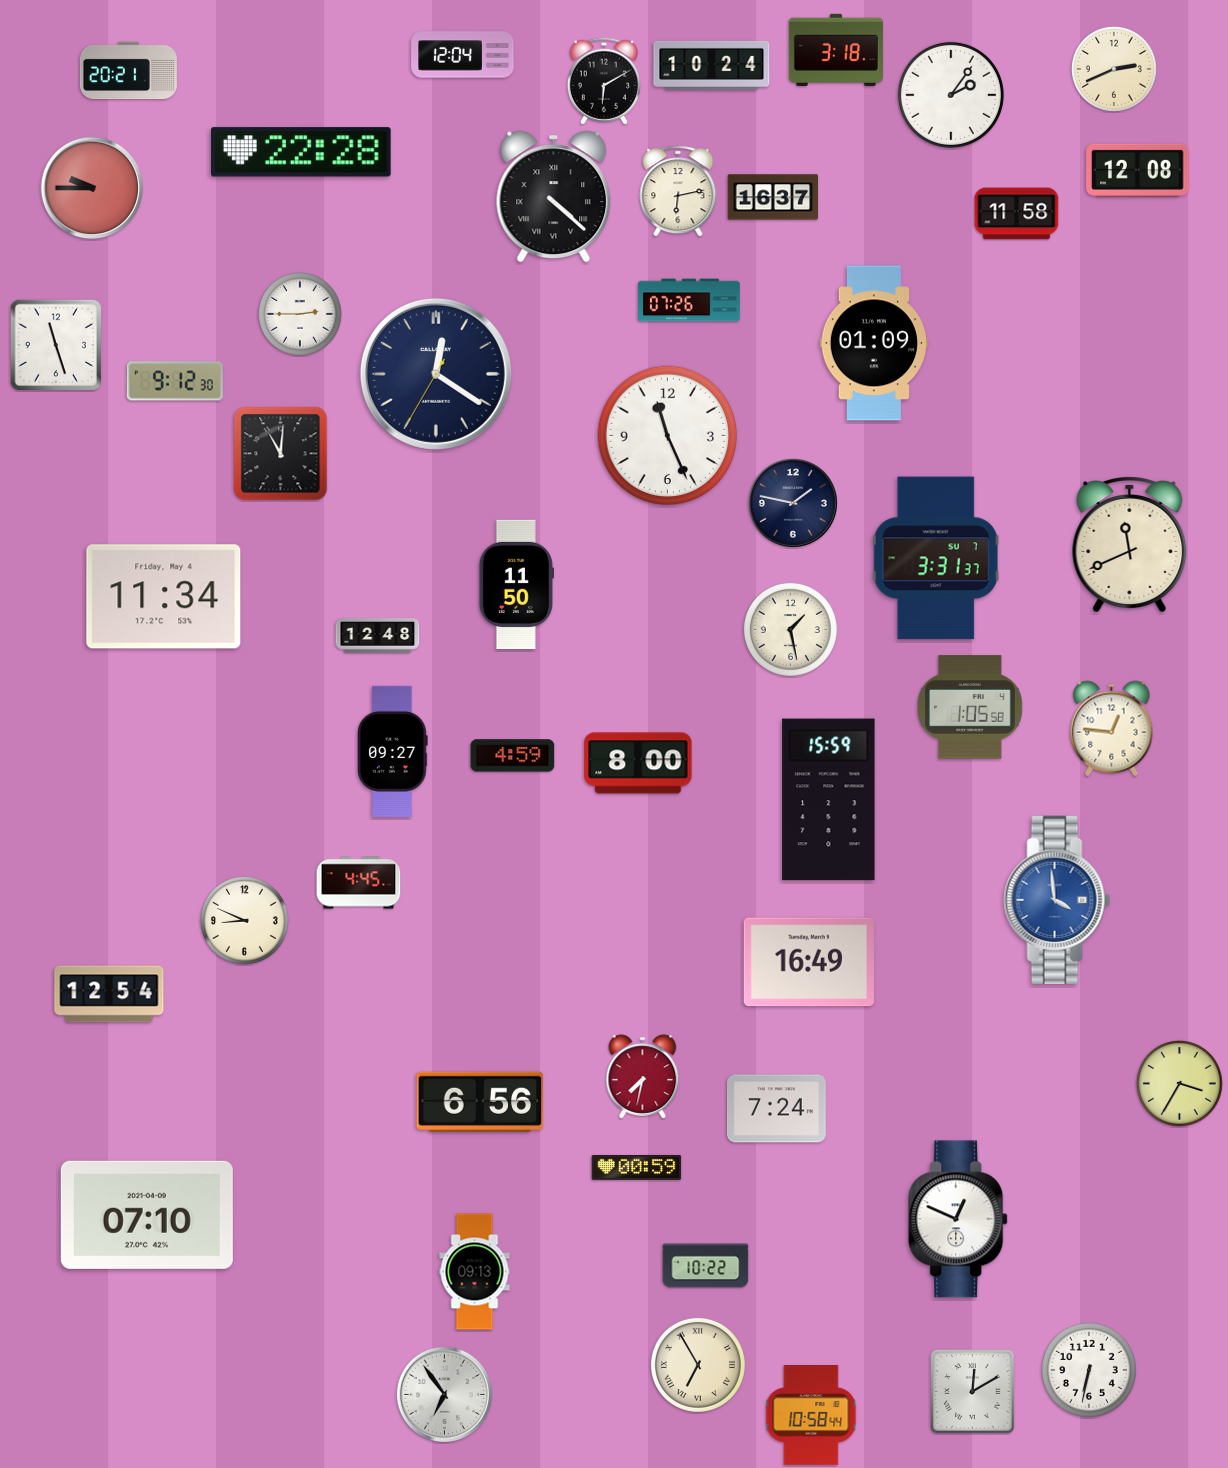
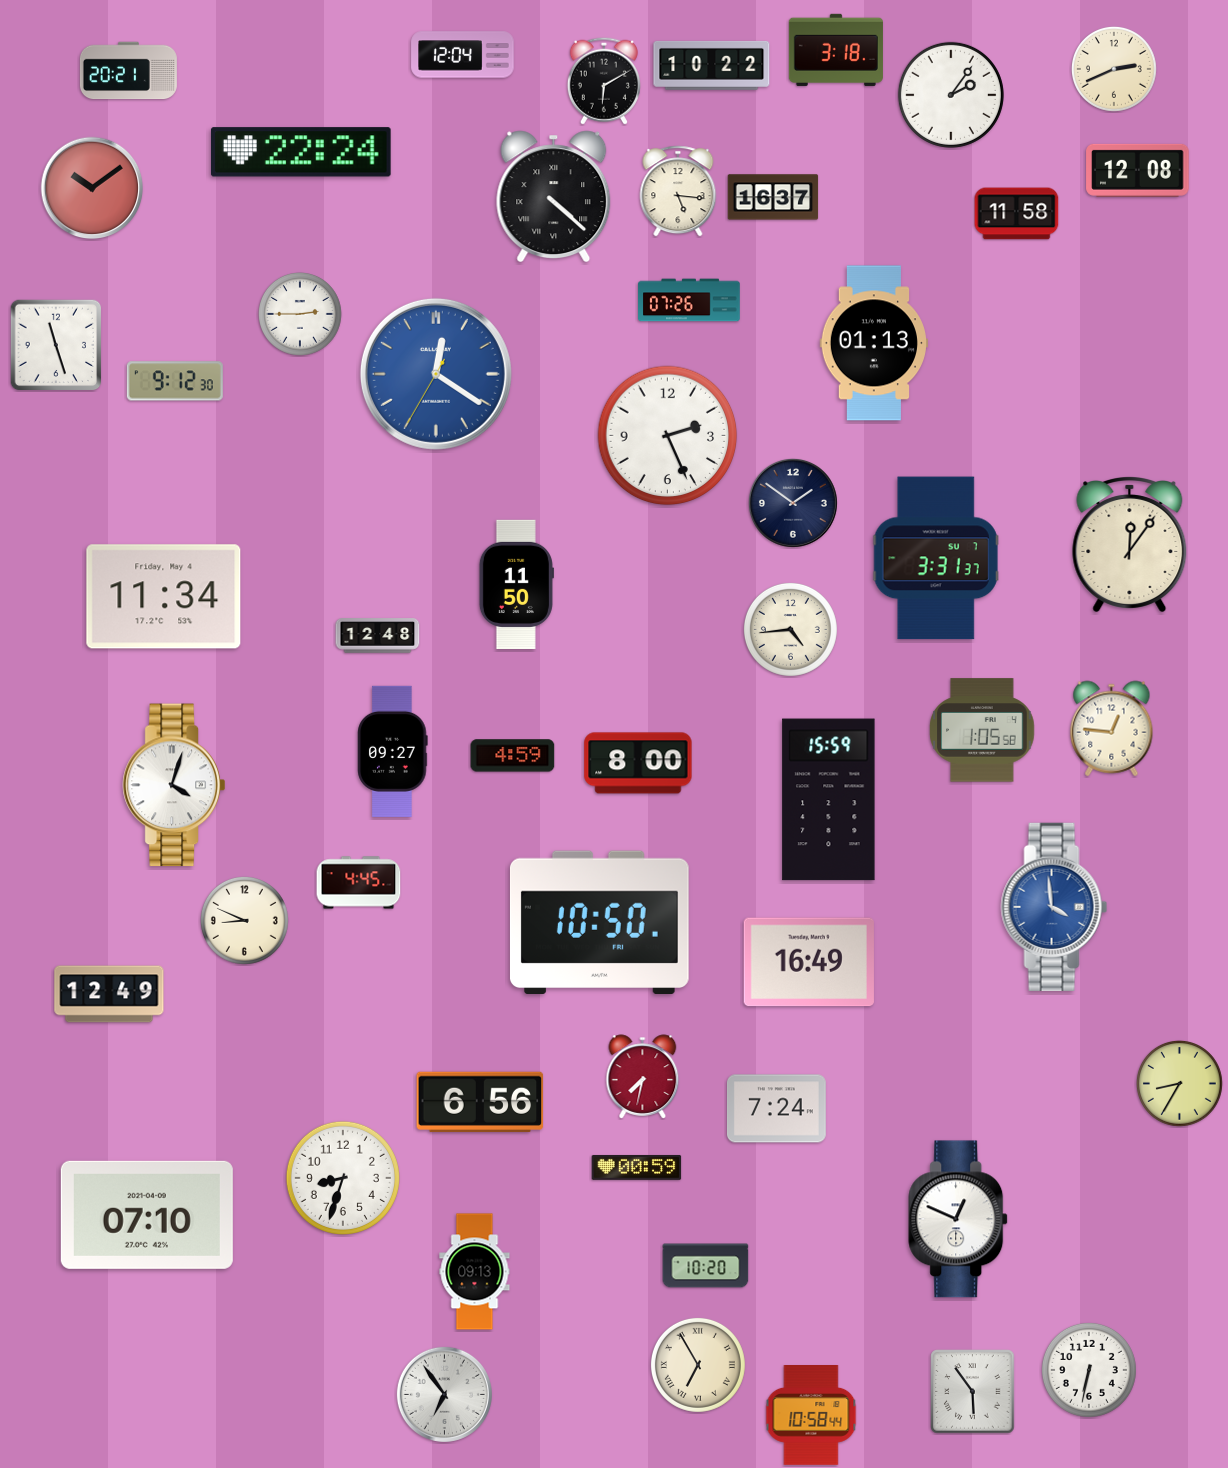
clock at (712, 65): 10:24 -> 10:22
clock at (301, 152): 22:28 -> 22:24
clock at (92, 188): 9:45 -> 10:09
clock at (678, 191): 6:13 -> 5:16
clock at (873, 343): 01:09 -> 01:13
clock at (436, 374) dial: navy -> blue
clock at (668, 436): 11:26 -> 2:26
clock at (281, 454): 11:01 -> none
clock at (793, 503): 1:47 -> 1:51
clock at (1130, 545): 11:41 -> 12:06
clock at (790, 629): 1:28 -> 4:44
clock at (970, 707) position: (970, 707) -> (982, 730)
clock at (174, 785): none -> 4:03
clock at (1057, 900) position: (1057, 900) -> (1054, 907)
clock at (599, 922): none -> 10:50
clock at (109, 994): 12:54 -> 12:49
clock at (1179, 1083): 3:35 -> 8:35
clock at (343, 1178): none -> 8:33
clock at (706, 1266): 10:22 -> 10:20
clock at (973, 1392): 12:10 -> 5:54
